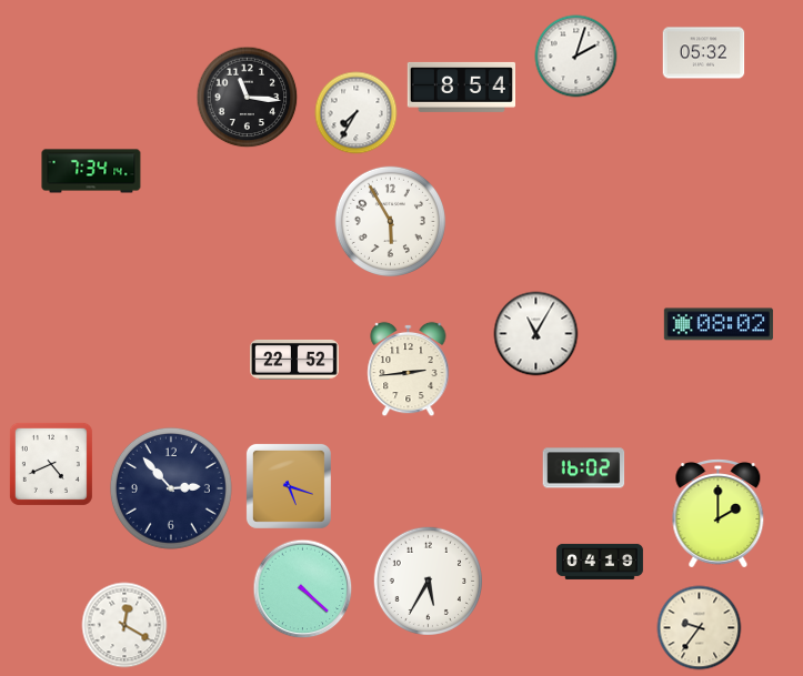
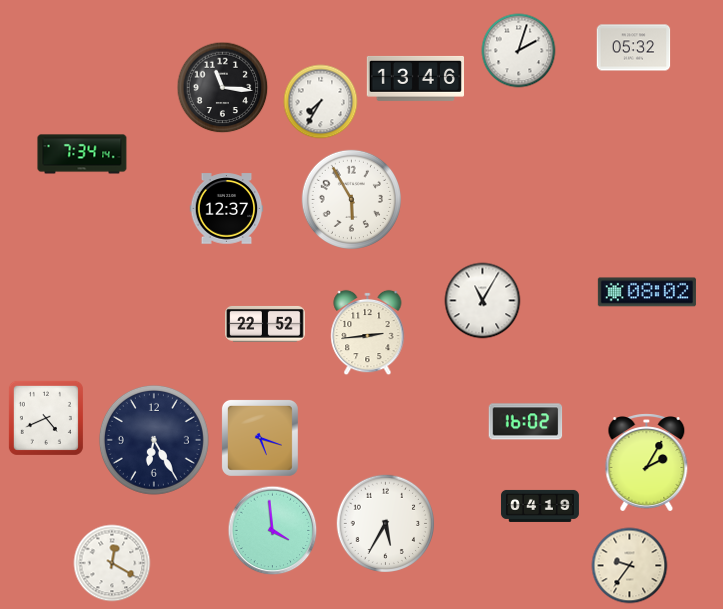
clock at (461, 87): 8:54 -> 13:46
clock at (227, 209): none -> 12:37
clock at (171, 488): 2:53 -> 6:25
clock at (719, 514): 2:00 -> 2:05
clock at (303, 589): 4:22 -> 3:59
